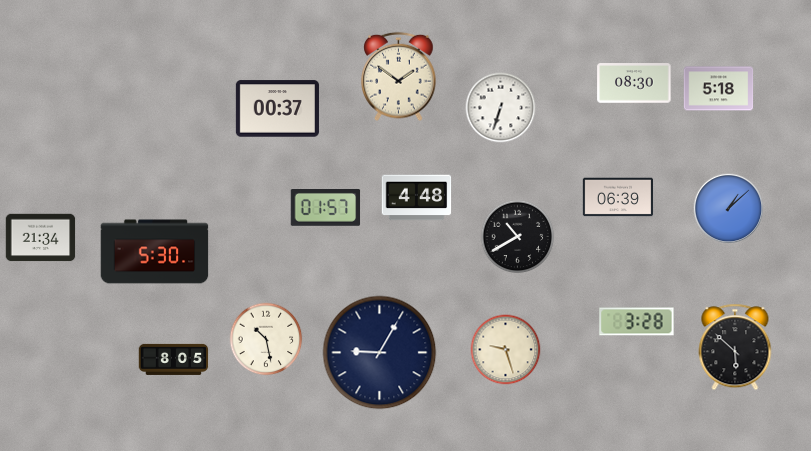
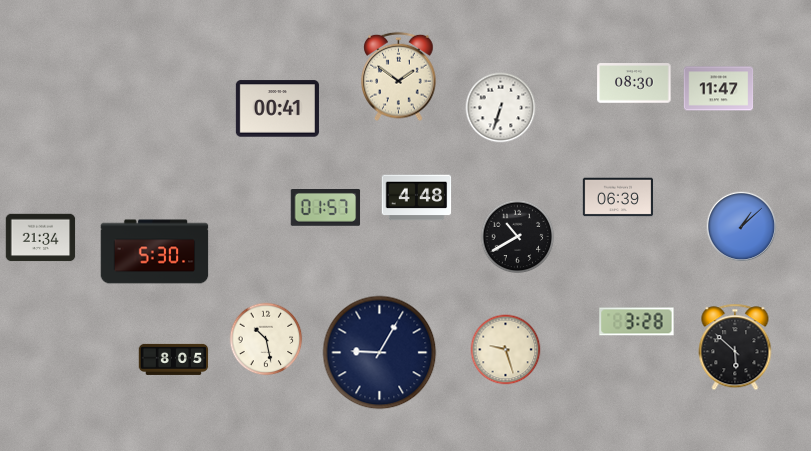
clock at (719, 89): 5:18 -> 11:47
clock at (277, 109): 00:37 -> 00:41
clock at (728, 208) position: (728, 208) -> (741, 226)
